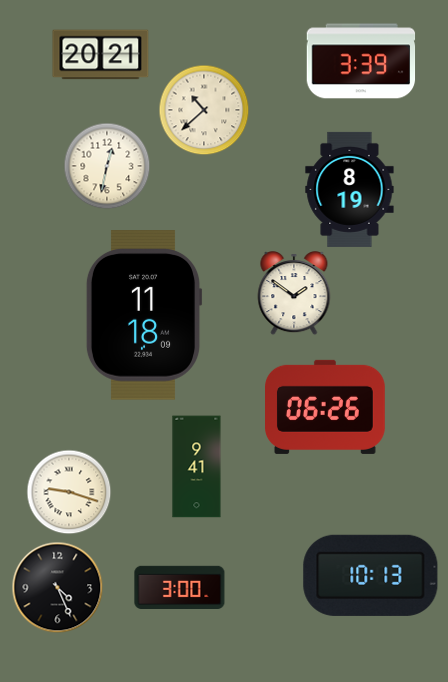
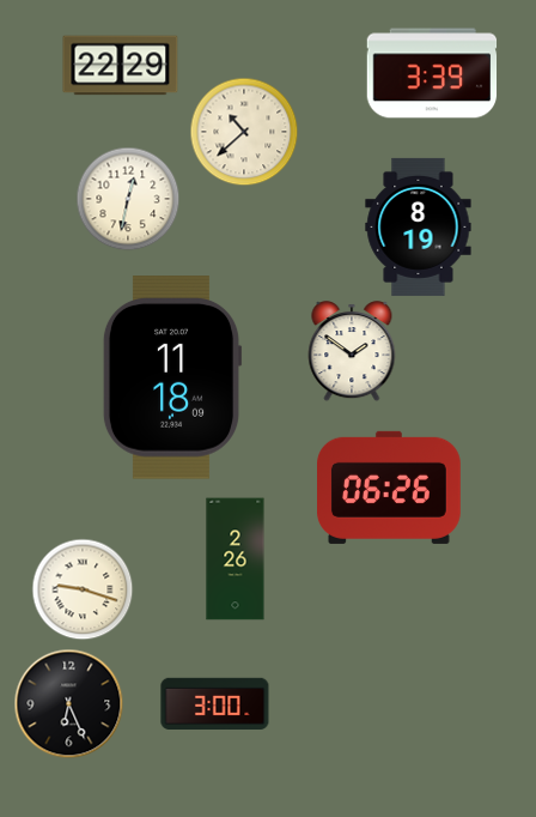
clock at (101, 55): 20:21 -> 22:29
clock at (197, 467): 9:41 -> 2:26
clock at (371, 575): 10:13 -> none
clock at (57, 587): 4:26 -> 6:26
